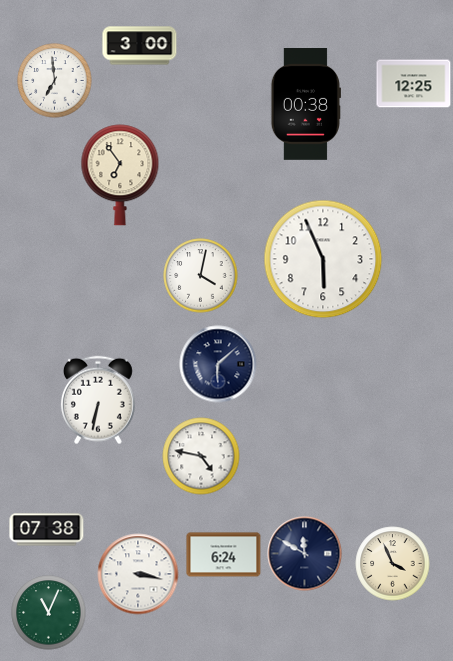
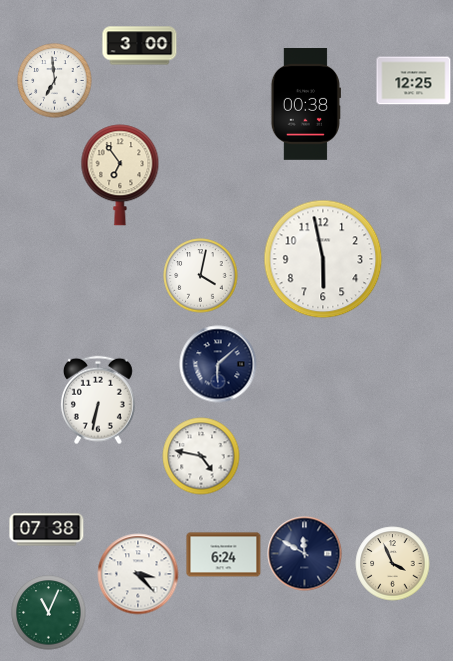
clock at (414, 84) position: (414, 84) -> (414, 81)
clock at (323, 259): 5:56 -> 5:58
clock at (138, 574): 3:17 -> 3:23
